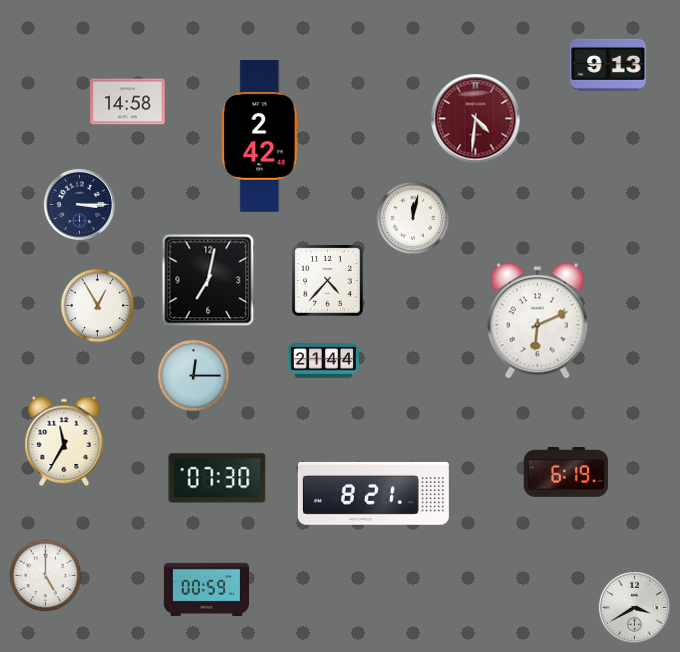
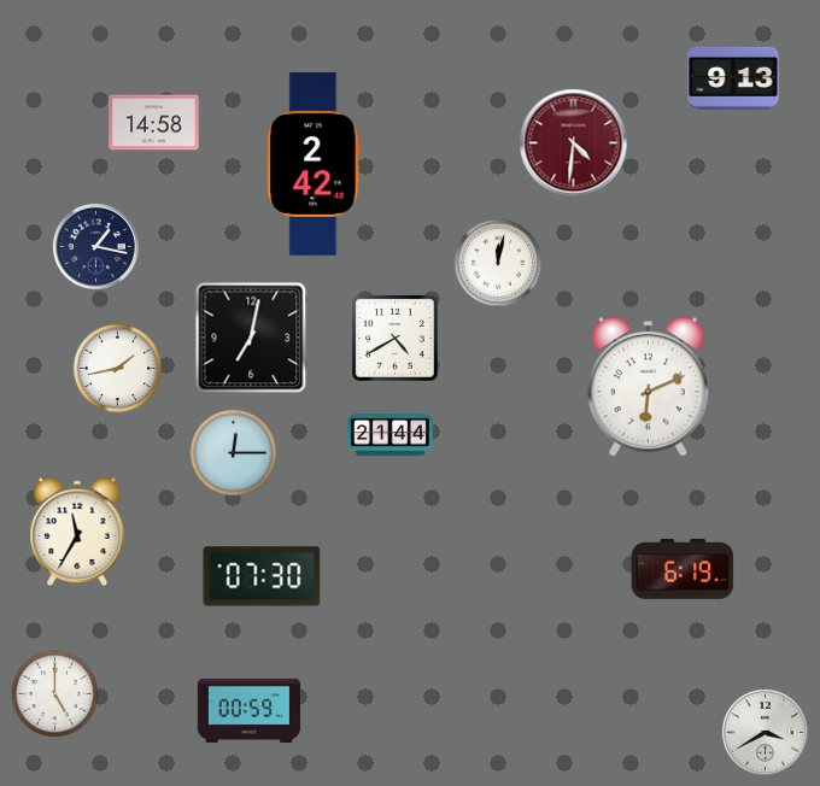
clock at (79, 204): 3:15 -> 1:17
clock at (328, 281): 4:37 -> 4:40
clock at (98, 306): 12:55 -> 1:43
clock at (373, 494): 8:21 -> none
